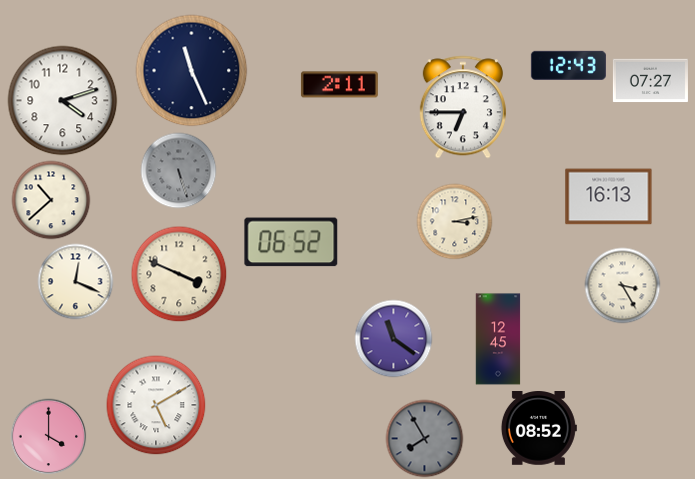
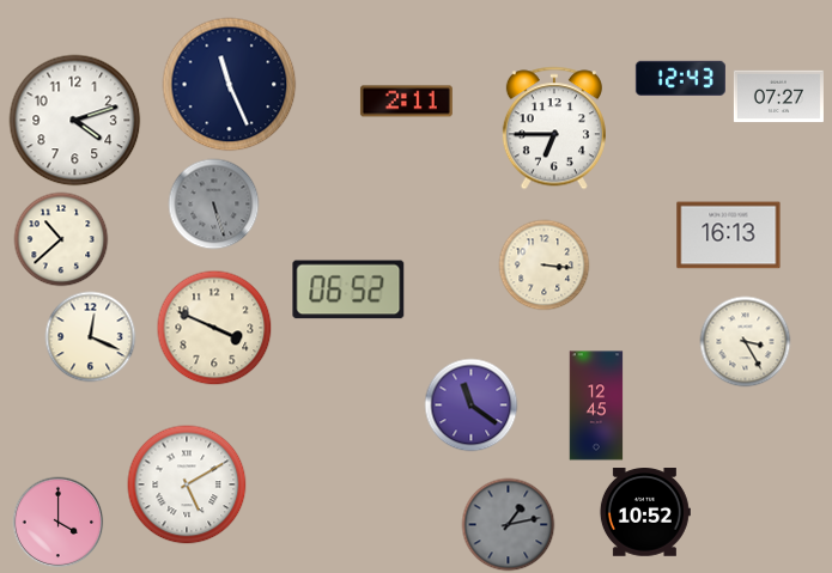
clock at (455, 222): 3:13 -> 3:16
clock at (538, 429): 08:52 -> 10:52
clock at (425, 439): 7:55 -> 1:13
